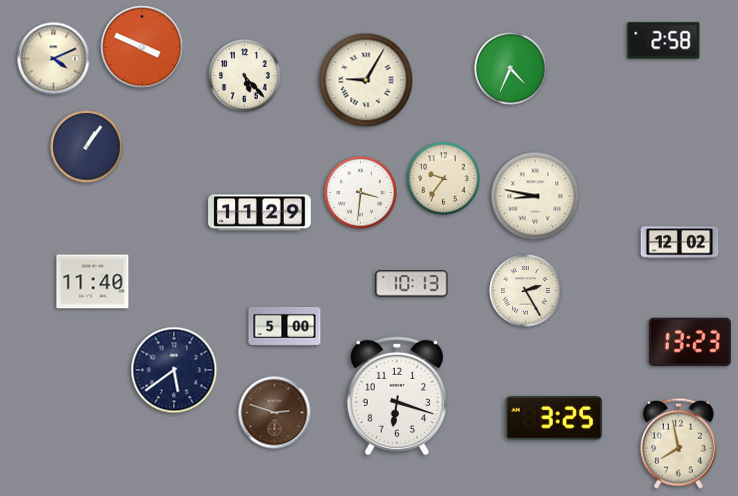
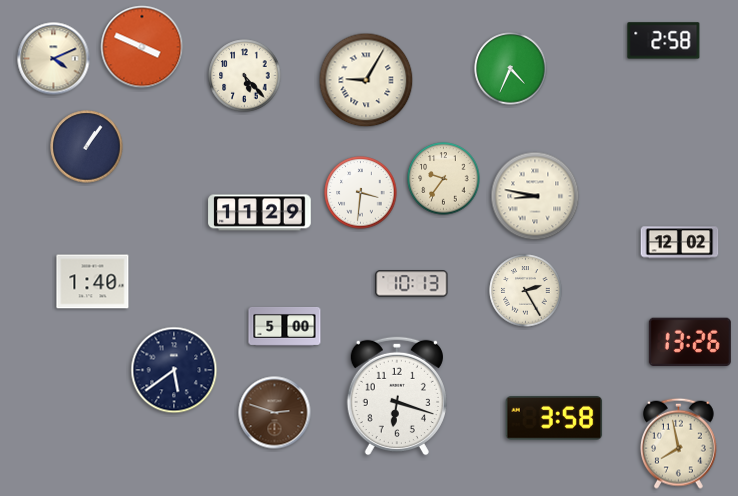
clock at (93, 282): 11:40 -> 1:40
clock at (690, 341): 13:23 -> 13:26
clock at (554, 419): 3:25 -> 3:58
